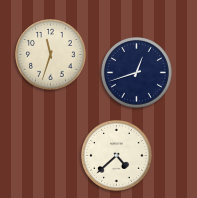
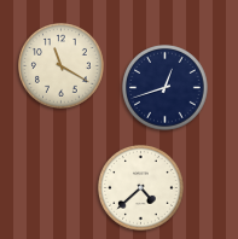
clock at (51, 55): 11:33 -> 11:20
